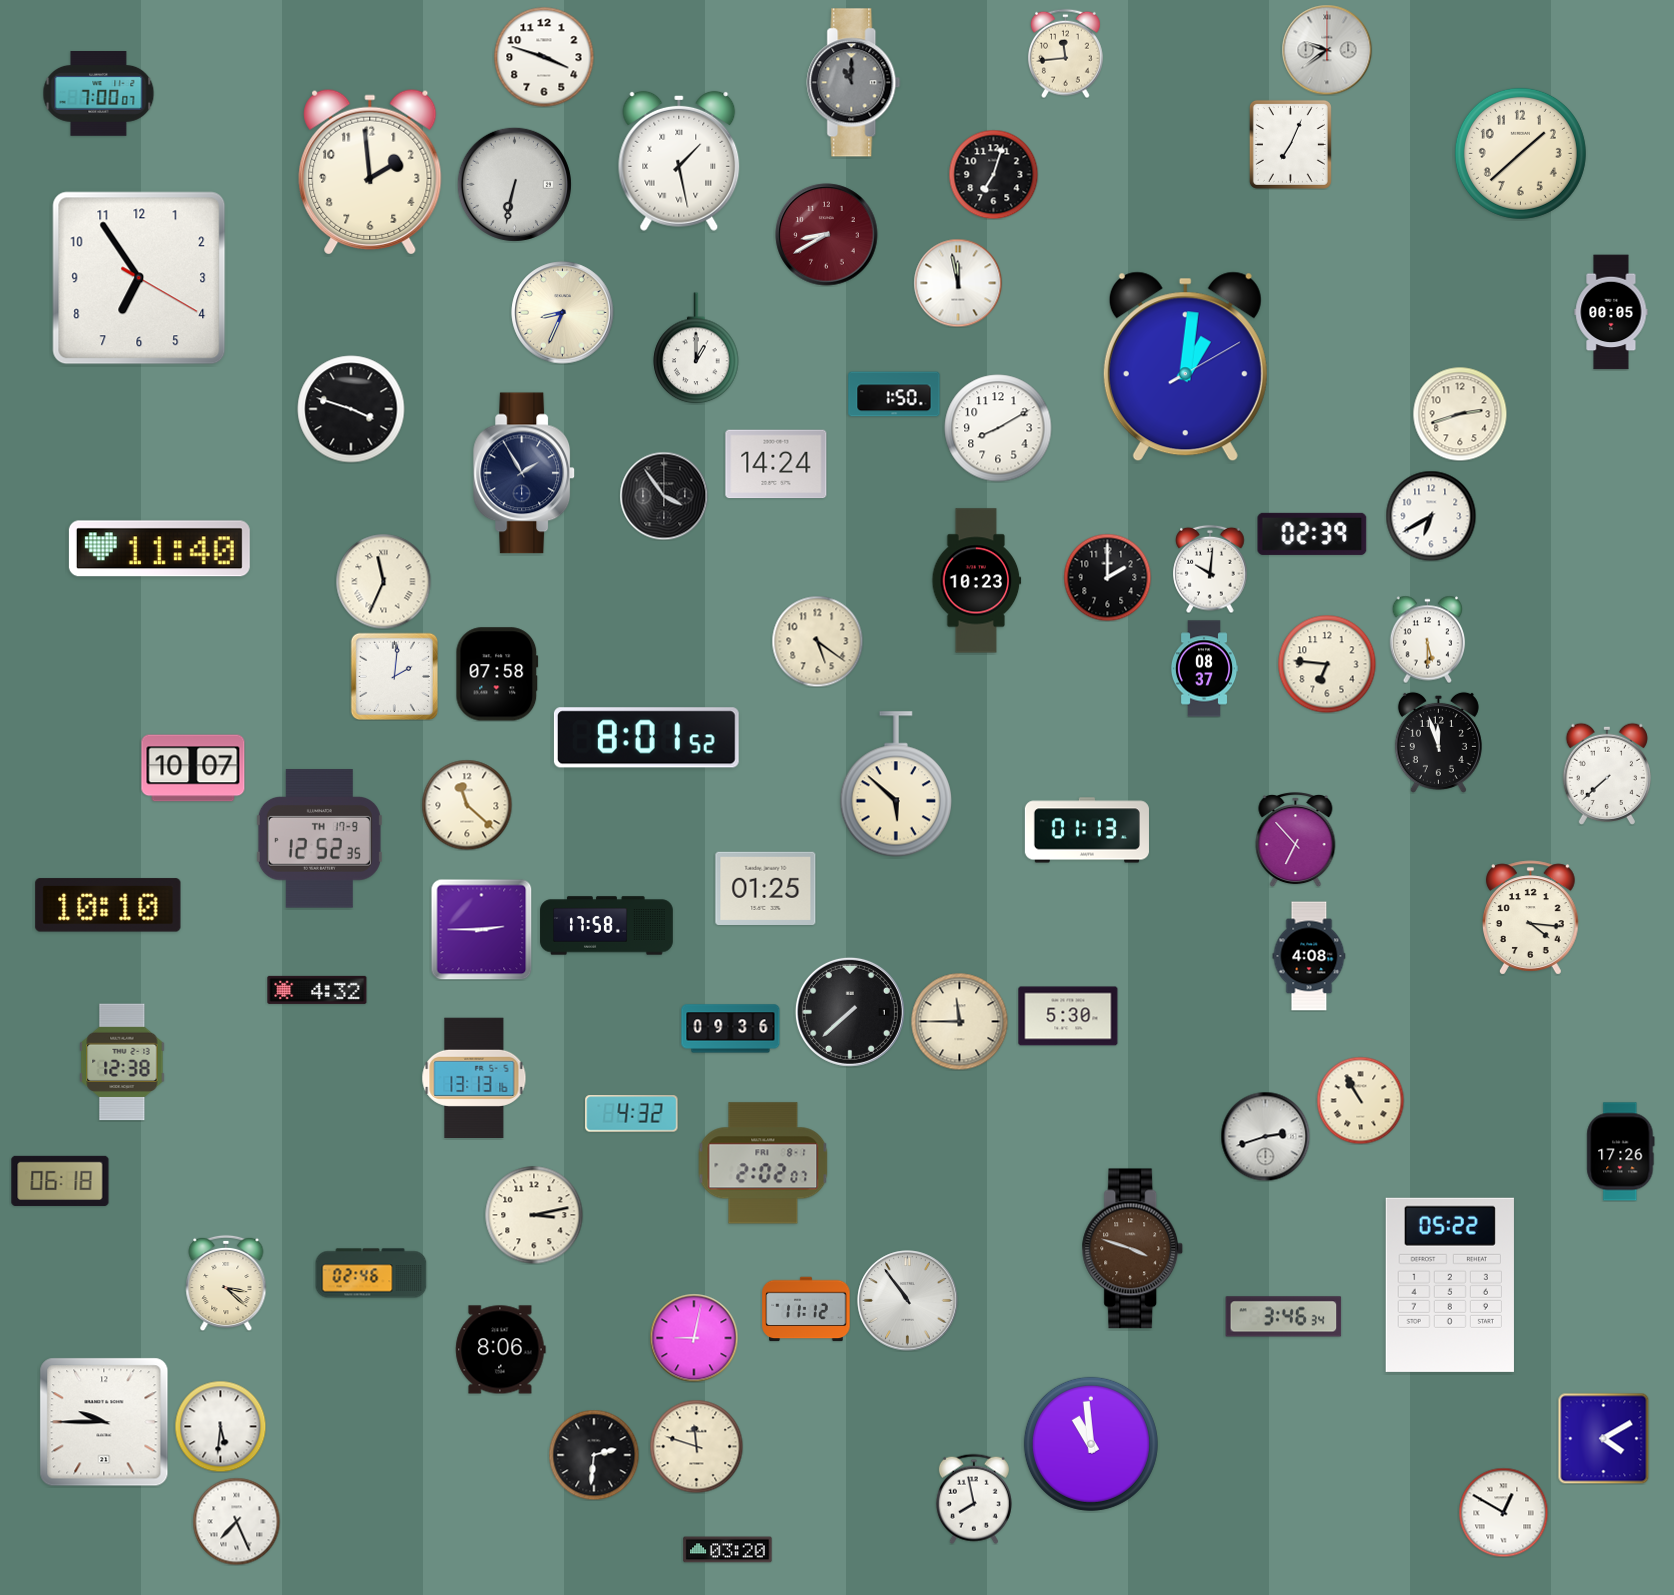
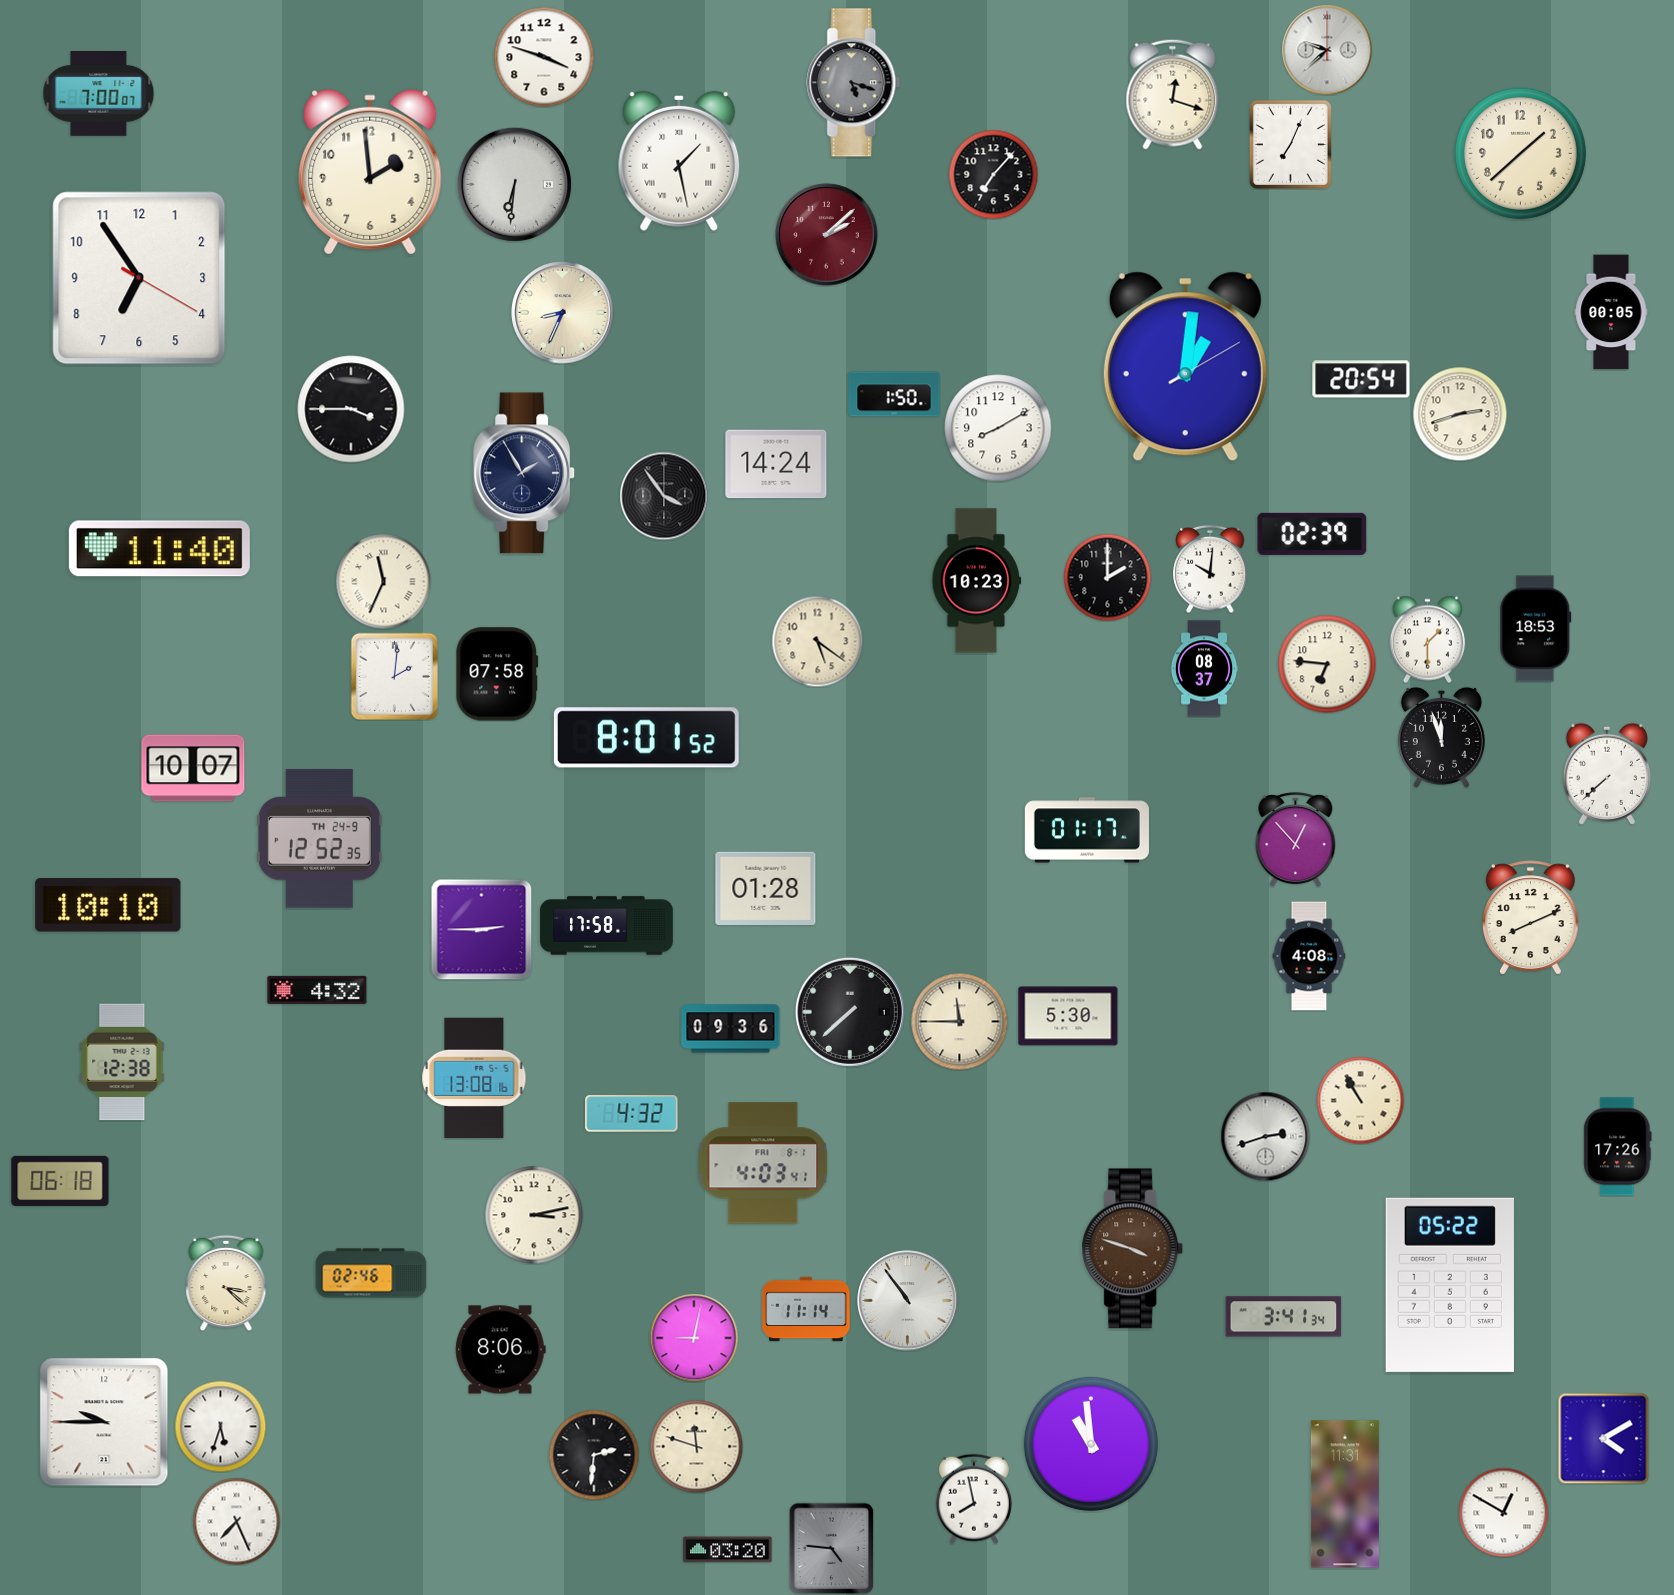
clock at (1327, 50): 9:39 -> 9:38
clock at (1065, 53): 11:44 -> none
clock at (854, 83): 11:00 -> 5:18
clock at (1173, 94): none -> 12:18
clock at (993, 174): 7:03 -> 7:07
clock at (514, 184): 6:32 -> 6:31
clock at (827, 235): 8:40 -> 2:08
clock at (958, 283): 11:58 -> none
clock at (696, 348): 1:00 -> none
clock at (1361, 379): none -> 20:54
clock at (351, 409): 3:48 -> 3:45
clock at (1431, 516): 6:40 -> none
clock at (1536, 629): none -> 18:53
clock at (1428, 639): 5:30 -> 1:30
clock at (1438, 742) position: (1438, 742) -> (1441, 737)
clock at (896, 784): 5:52 -> none
clock at (467, 805): 11:22 -> none
clock at (1087, 830): 01:13 -> 01:17
clock at (319, 839) date: TH 17-9 -> TH 24-9
clock at (1296, 840): 6:53 -> 12:53
clock at (766, 888): 01:25 -> 01:28
clock at (1531, 918): 4:16 -> 8:11
clock at (474, 1077): 13:13 -> 13:08
clock at (1621, 1152) position: (1621, 1152) -> (1618, 1147)
clock at (763, 1163): 2:02 -> 4:03
clock at (806, 1309): 11:12 -> 11:14
clock at (1284, 1317): 3:46 -> 3:41
clock at (220, 1426): 5:31 -> 5:33
clock at (1345, 1494): none -> 11:31
clock at (832, 1548): none -> 4:46
